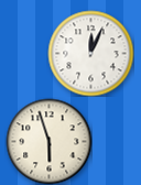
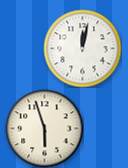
clock at (90, 53): 12:04 -> 12:02
